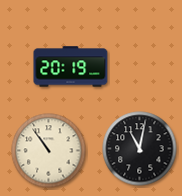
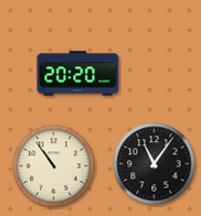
clock at (71, 67): 20:19 -> 20:20
clock at (140, 149): 11:02 -> 11:06
